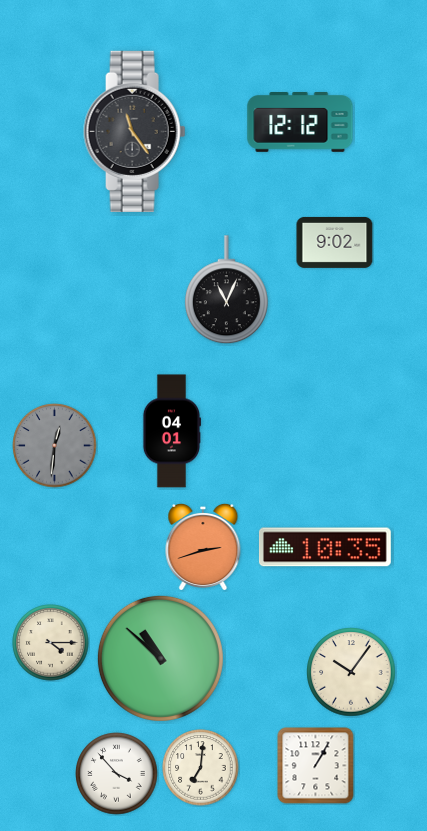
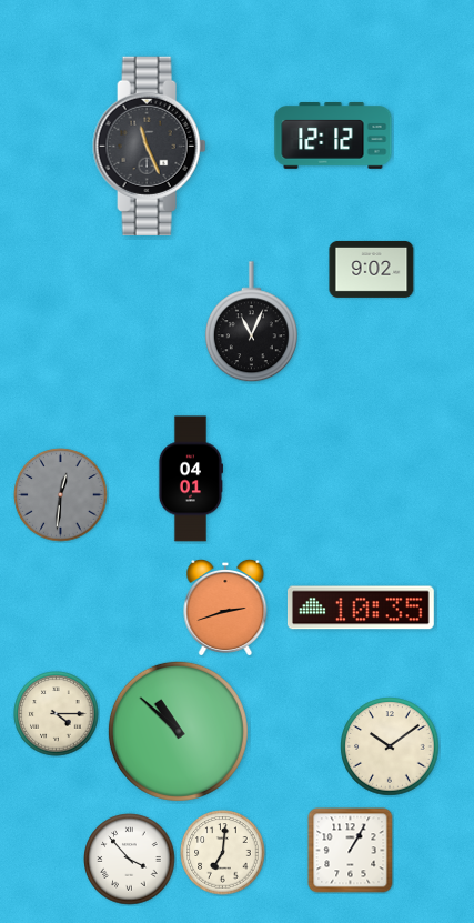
clock at (135, 131): 11:24 -> 11:26
clock at (351, 672): 10:06 -> 10:09
